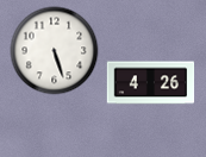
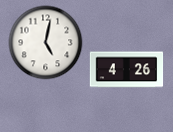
clock at (55, 51): 5:27 -> 5:02
